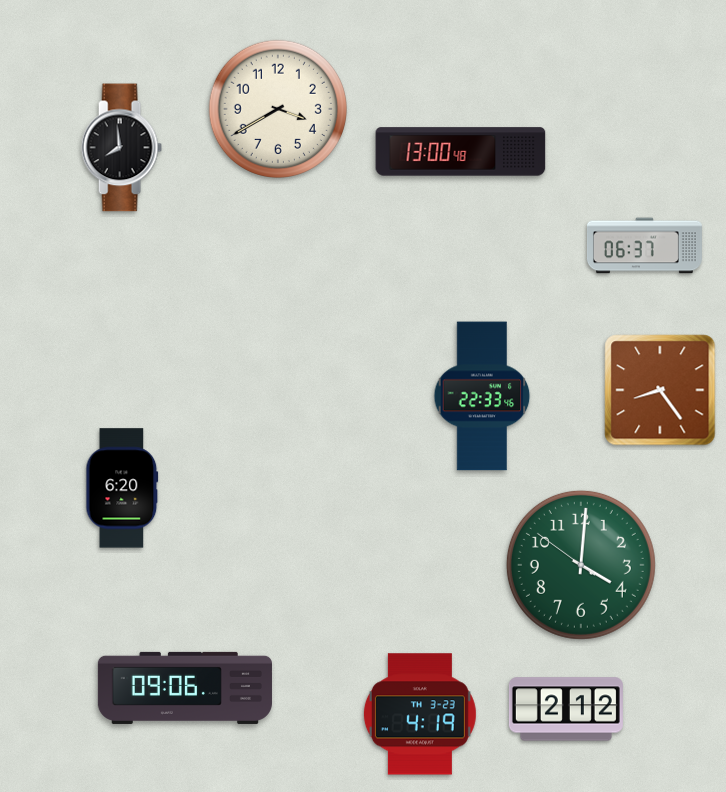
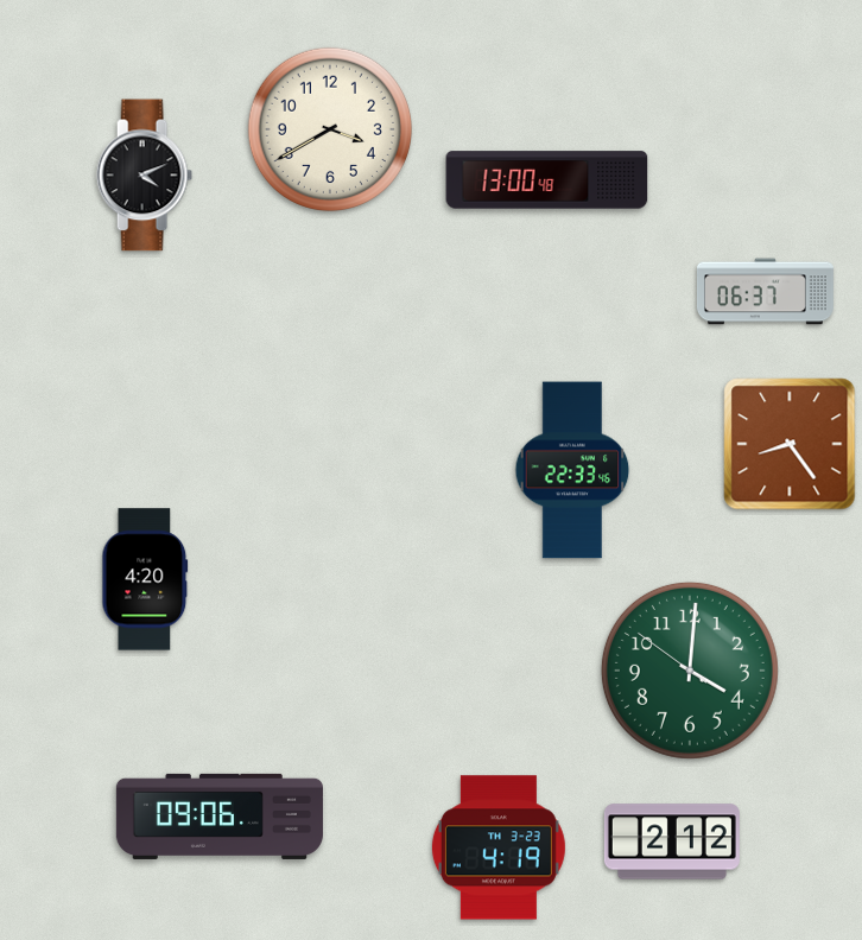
clock at (121, 148): 7:59 -> 4:11
clock at (660, 390) position: (660, 390) -> (790, 444)
clock at (122, 488): 6:20 -> 4:20
